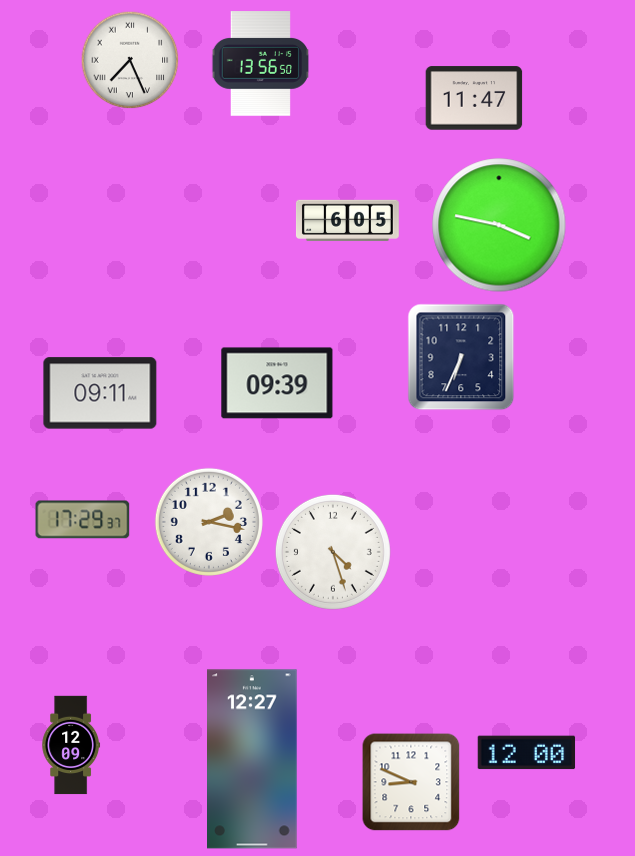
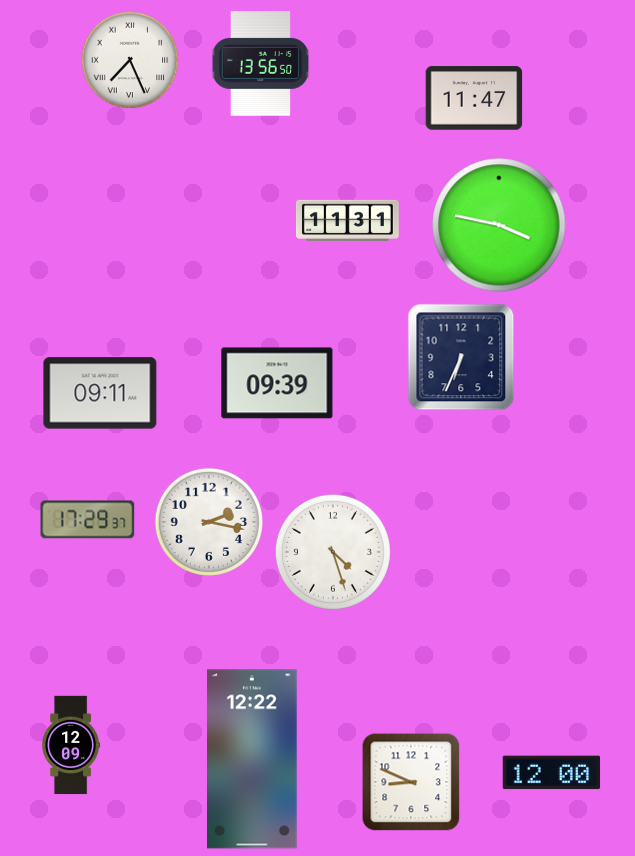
clock at (347, 220): 6:05 -> 11:31
clock at (83, 520) position: (83, 520) -> (88, 520)
clock at (527, 753) position: (527, 753) -> (552, 773)
clock at (253, 759): 12:27 -> 12:22
